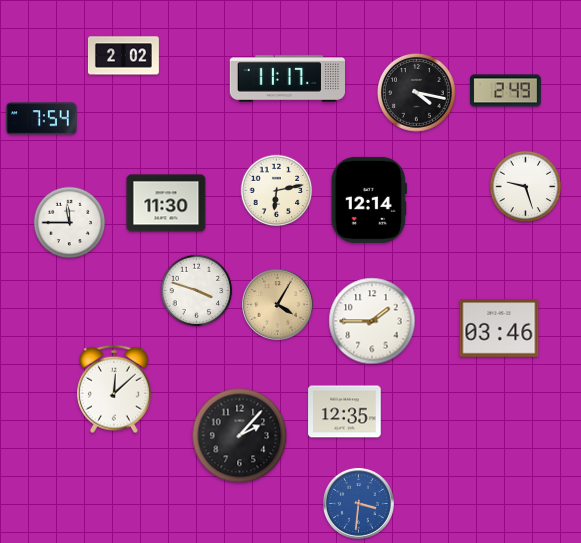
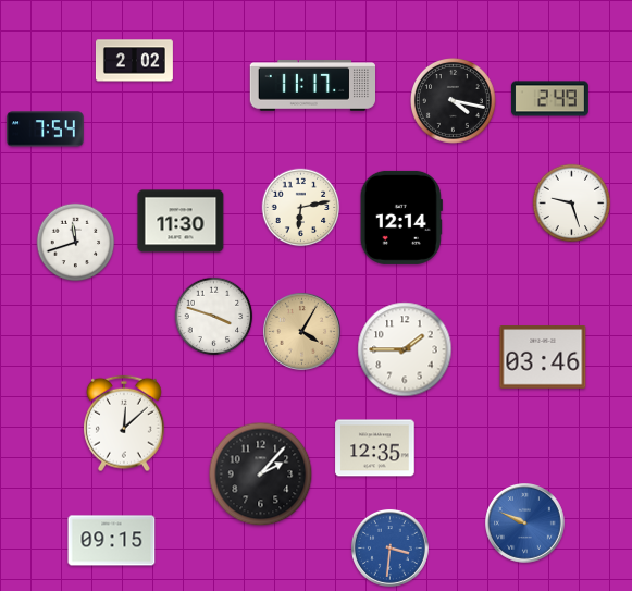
clock at (70, 223): 11:45 -> 11:42
clock at (525, 524): none -> 9:49
clock at (112, 541): none -> 09:15
